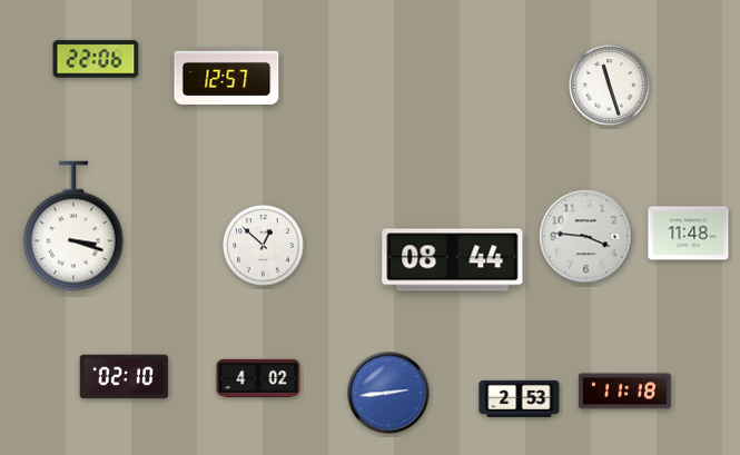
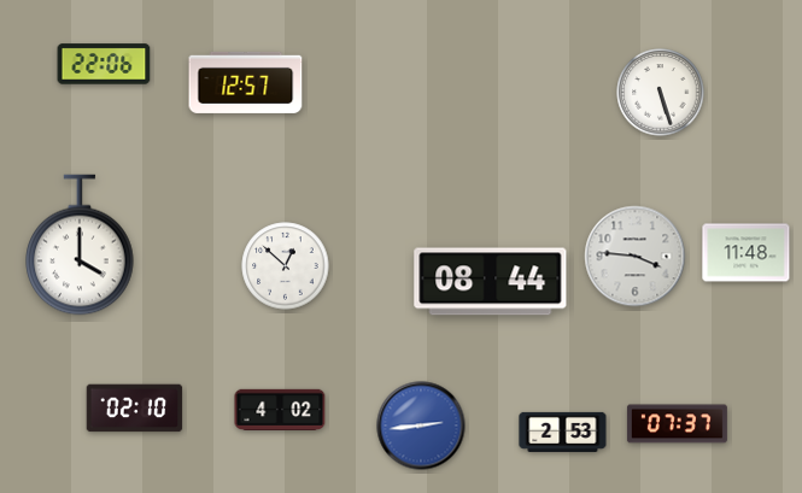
clock at (610, 86): 11:27 -> 5:27
clock at (73, 226): 3:18 -> 4:00
clock at (624, 392): 11:18 -> 07:37
